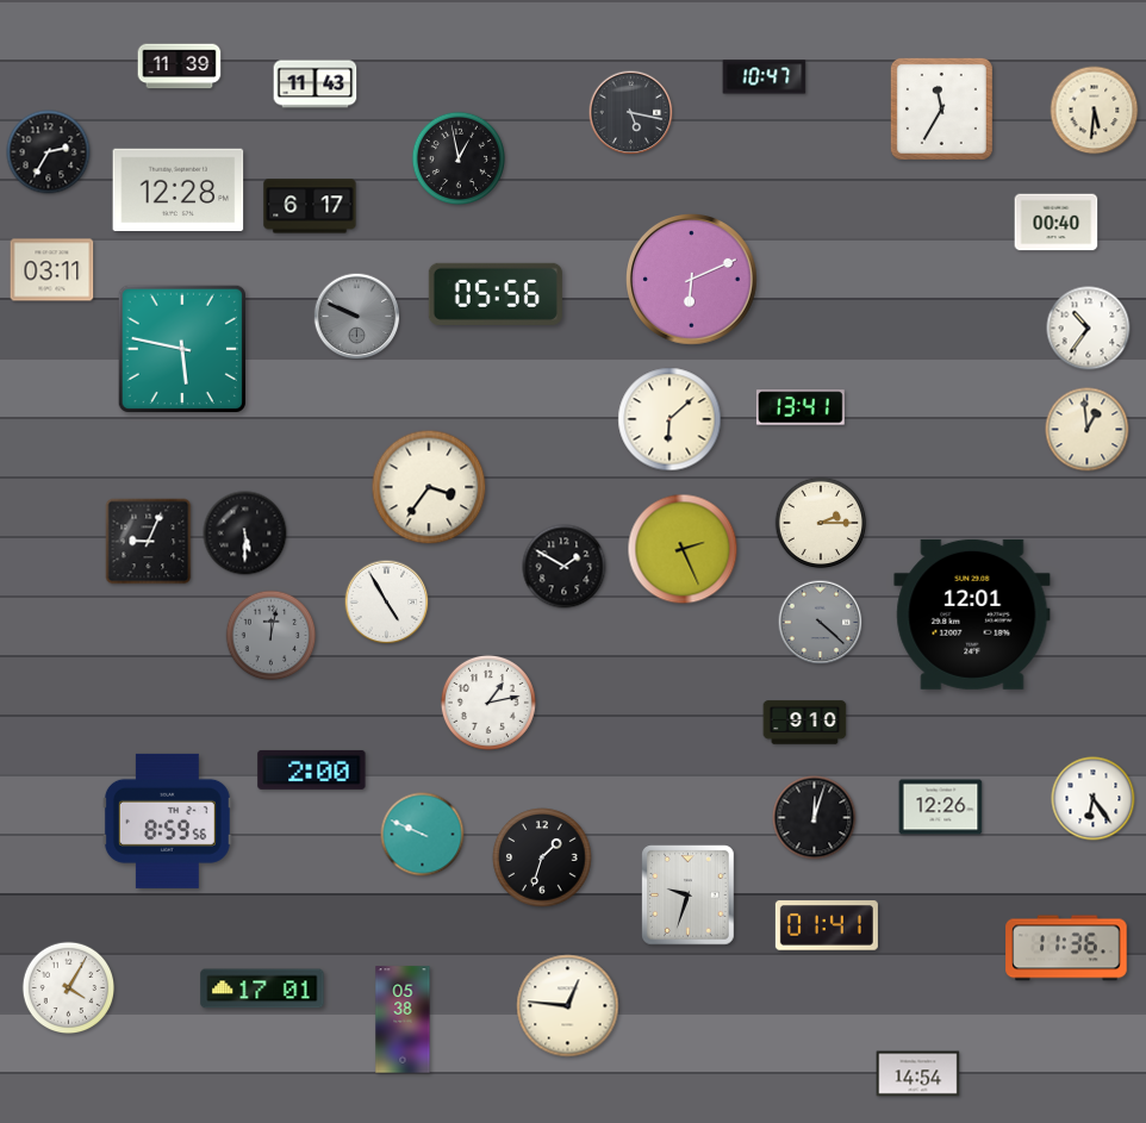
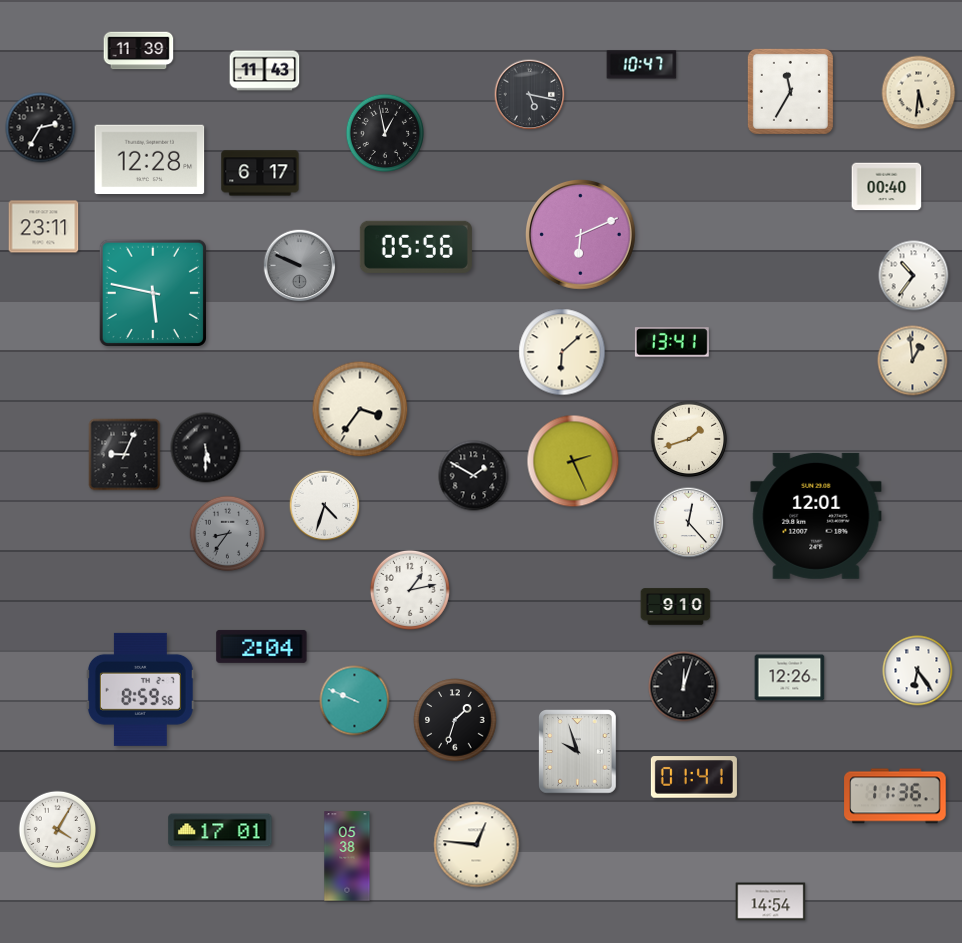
clock at (180, 67) position: (180, 67) -> (139, 51)
clock at (52, 270): 03:11 -> 23:11
clock at (821, 523): 2:15 -> 1:42
clock at (387, 603): 4:55 -> 4:33
clock at (821, 623): 4:22 -> 12:23
clock at (821, 623) dial: grey -> white
clock at (272, 636): 12:02 -> 8:36
clock at (312, 769): 2:00 -> 2:04
clock at (689, 896): 9:33 -> 9:57
clock at (403, 1019) position: (403, 1019) -> (347, 856)
